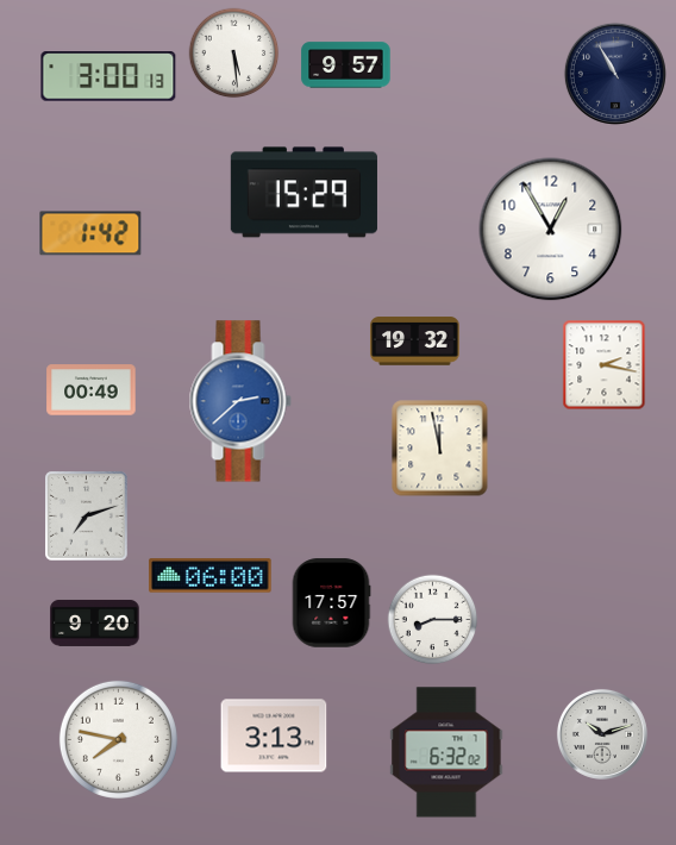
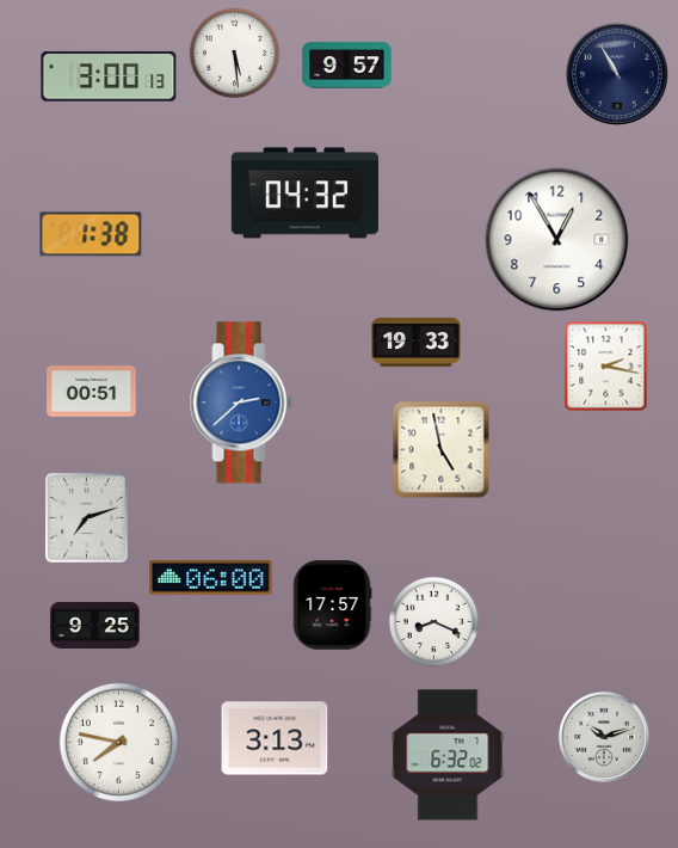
clock at (303, 193): 15:29 -> 04:32
clock at (551, 230) position: (551, 230) -> (557, 240)
clock at (90, 233): 1:42 -> 1:38
clock at (415, 342): 19:32 -> 19:33
clock at (92, 390): 00:49 -> 00:51
clock at (440, 449): 11:58 -> 4:58
clock at (433, 620): 8:15 -> 8:19
clock at (95, 622): 9:20 -> 9:25
